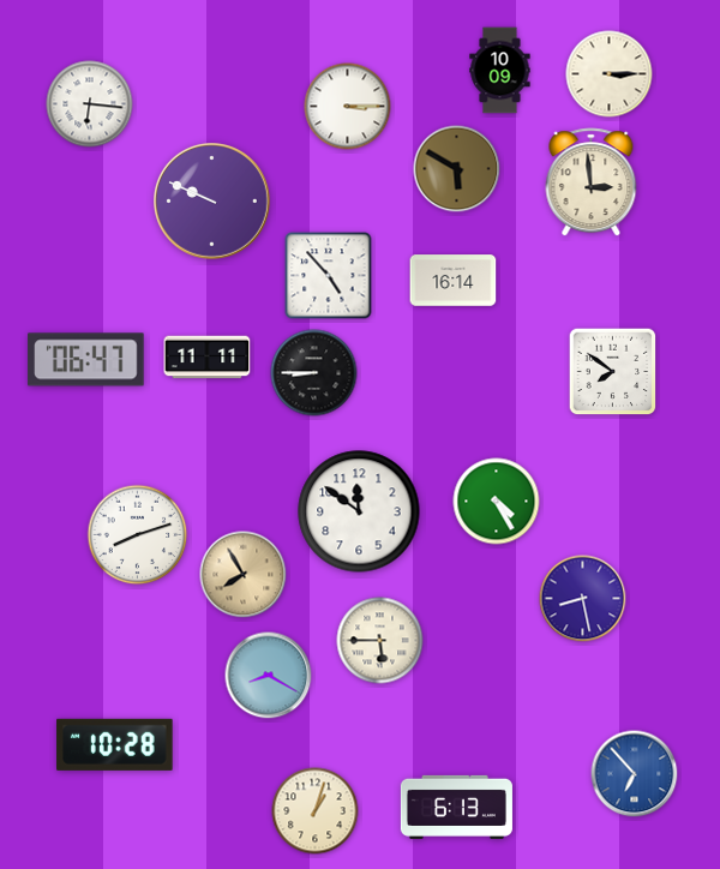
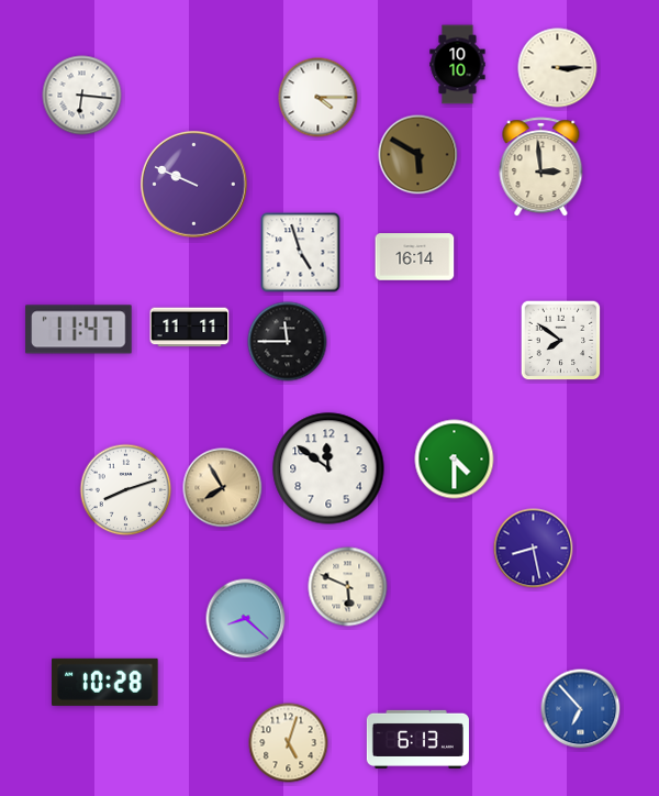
clock at (500, 71): 10:09 -> 10:10
clock at (348, 107): 3:15 -> 4:15
clock at (329, 276): 4:53 -> 4:57
clock at (86, 360): 06:47 -> 11:47
clock at (314, 373): 8:45 -> 11:45
clock at (497, 502): 4:25 -> 4:30
clock at (244, 575) position: (244, 575) -> (223, 488)
clock at (380, 641): 5:45 -> 5:49
clock at (269, 676): 8:20 -> 8:22
clock at (316, 811): 1:03 -> 5:03
